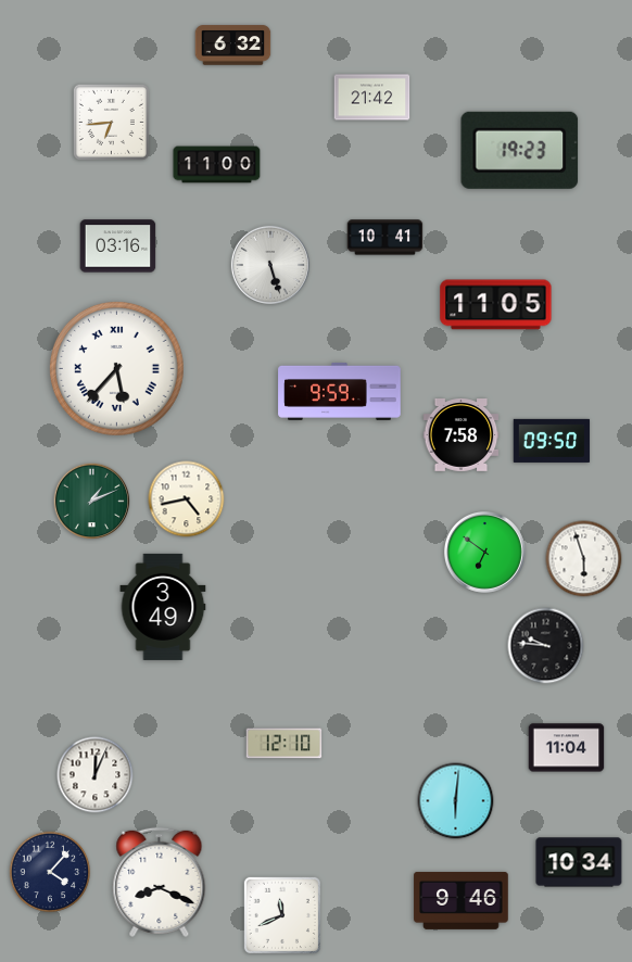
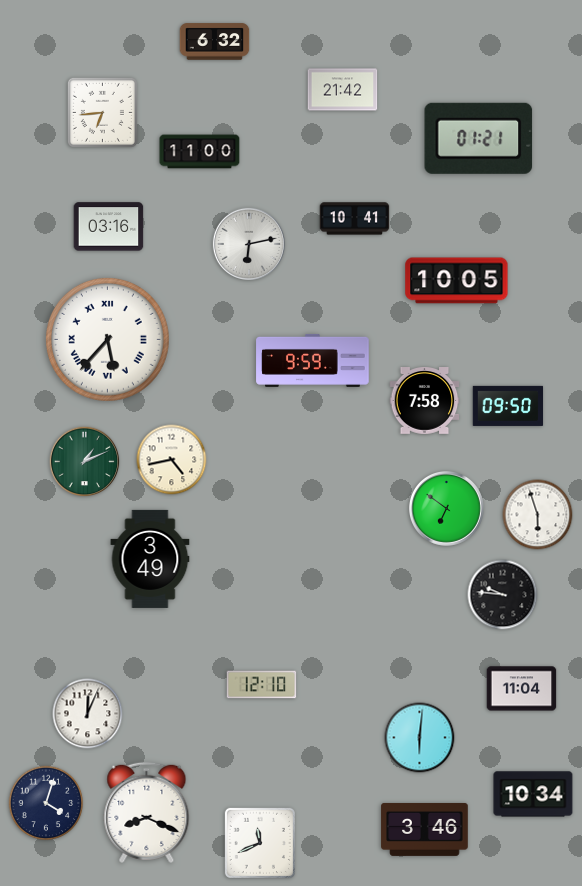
clock at (520, 150): 19:23 -> 01:21
clock at (270, 265): 5:27 -> 6:13
clock at (496, 305): 11:05 -> 10:05
clock at (50, 872): 4:07 -> 4:03
clock at (462, 900): 9:46 -> 3:46
